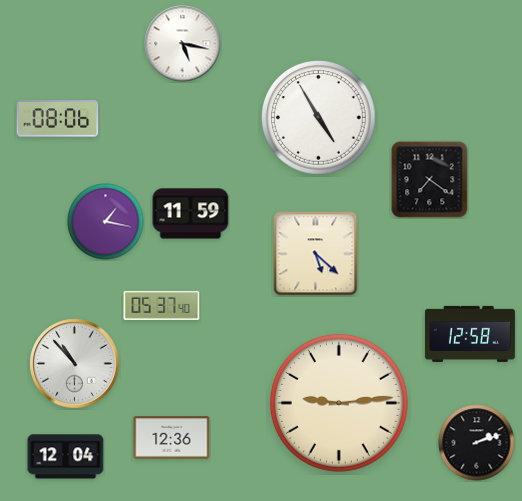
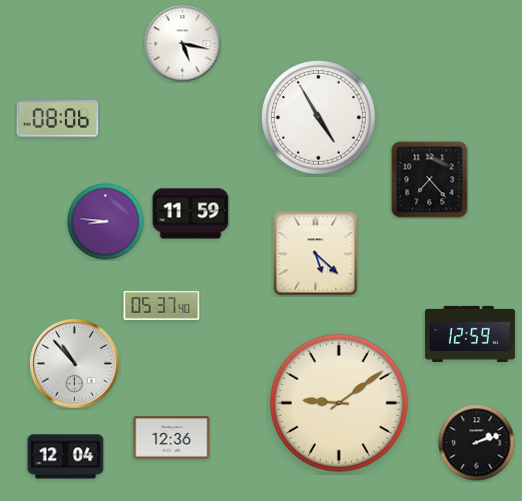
clock at (430, 180): 7:21 -> 7:23
clock at (106, 222): 1:17 -> 8:46
clock at (470, 334): 12:58 -> 12:59
clock at (339, 403): 9:14 -> 9:09
